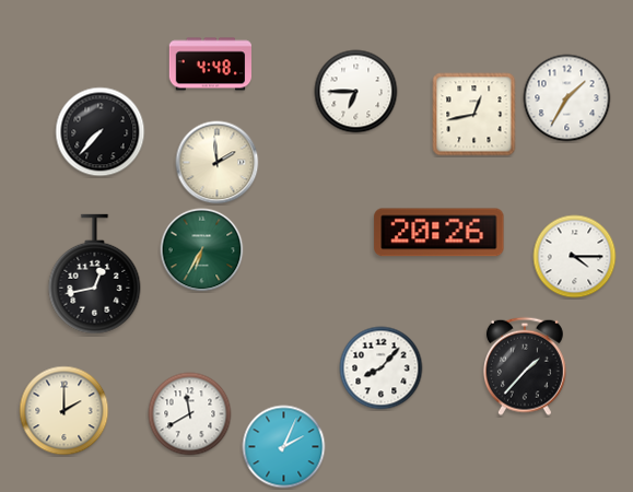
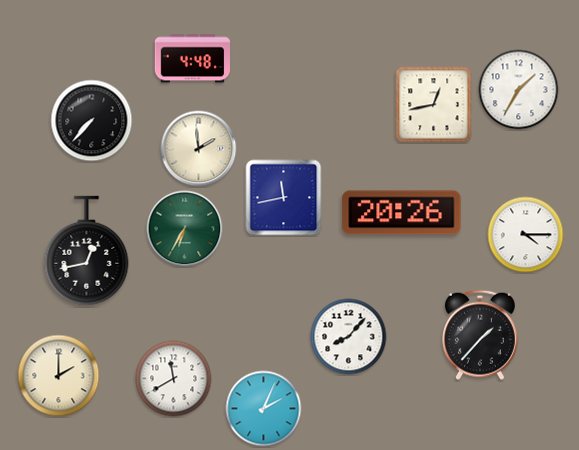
clock at (356, 92): 6:45 -> none
clock at (284, 198): none -> 11:43
clock at (284, 447) position: (284, 447) -> (264, 409)
